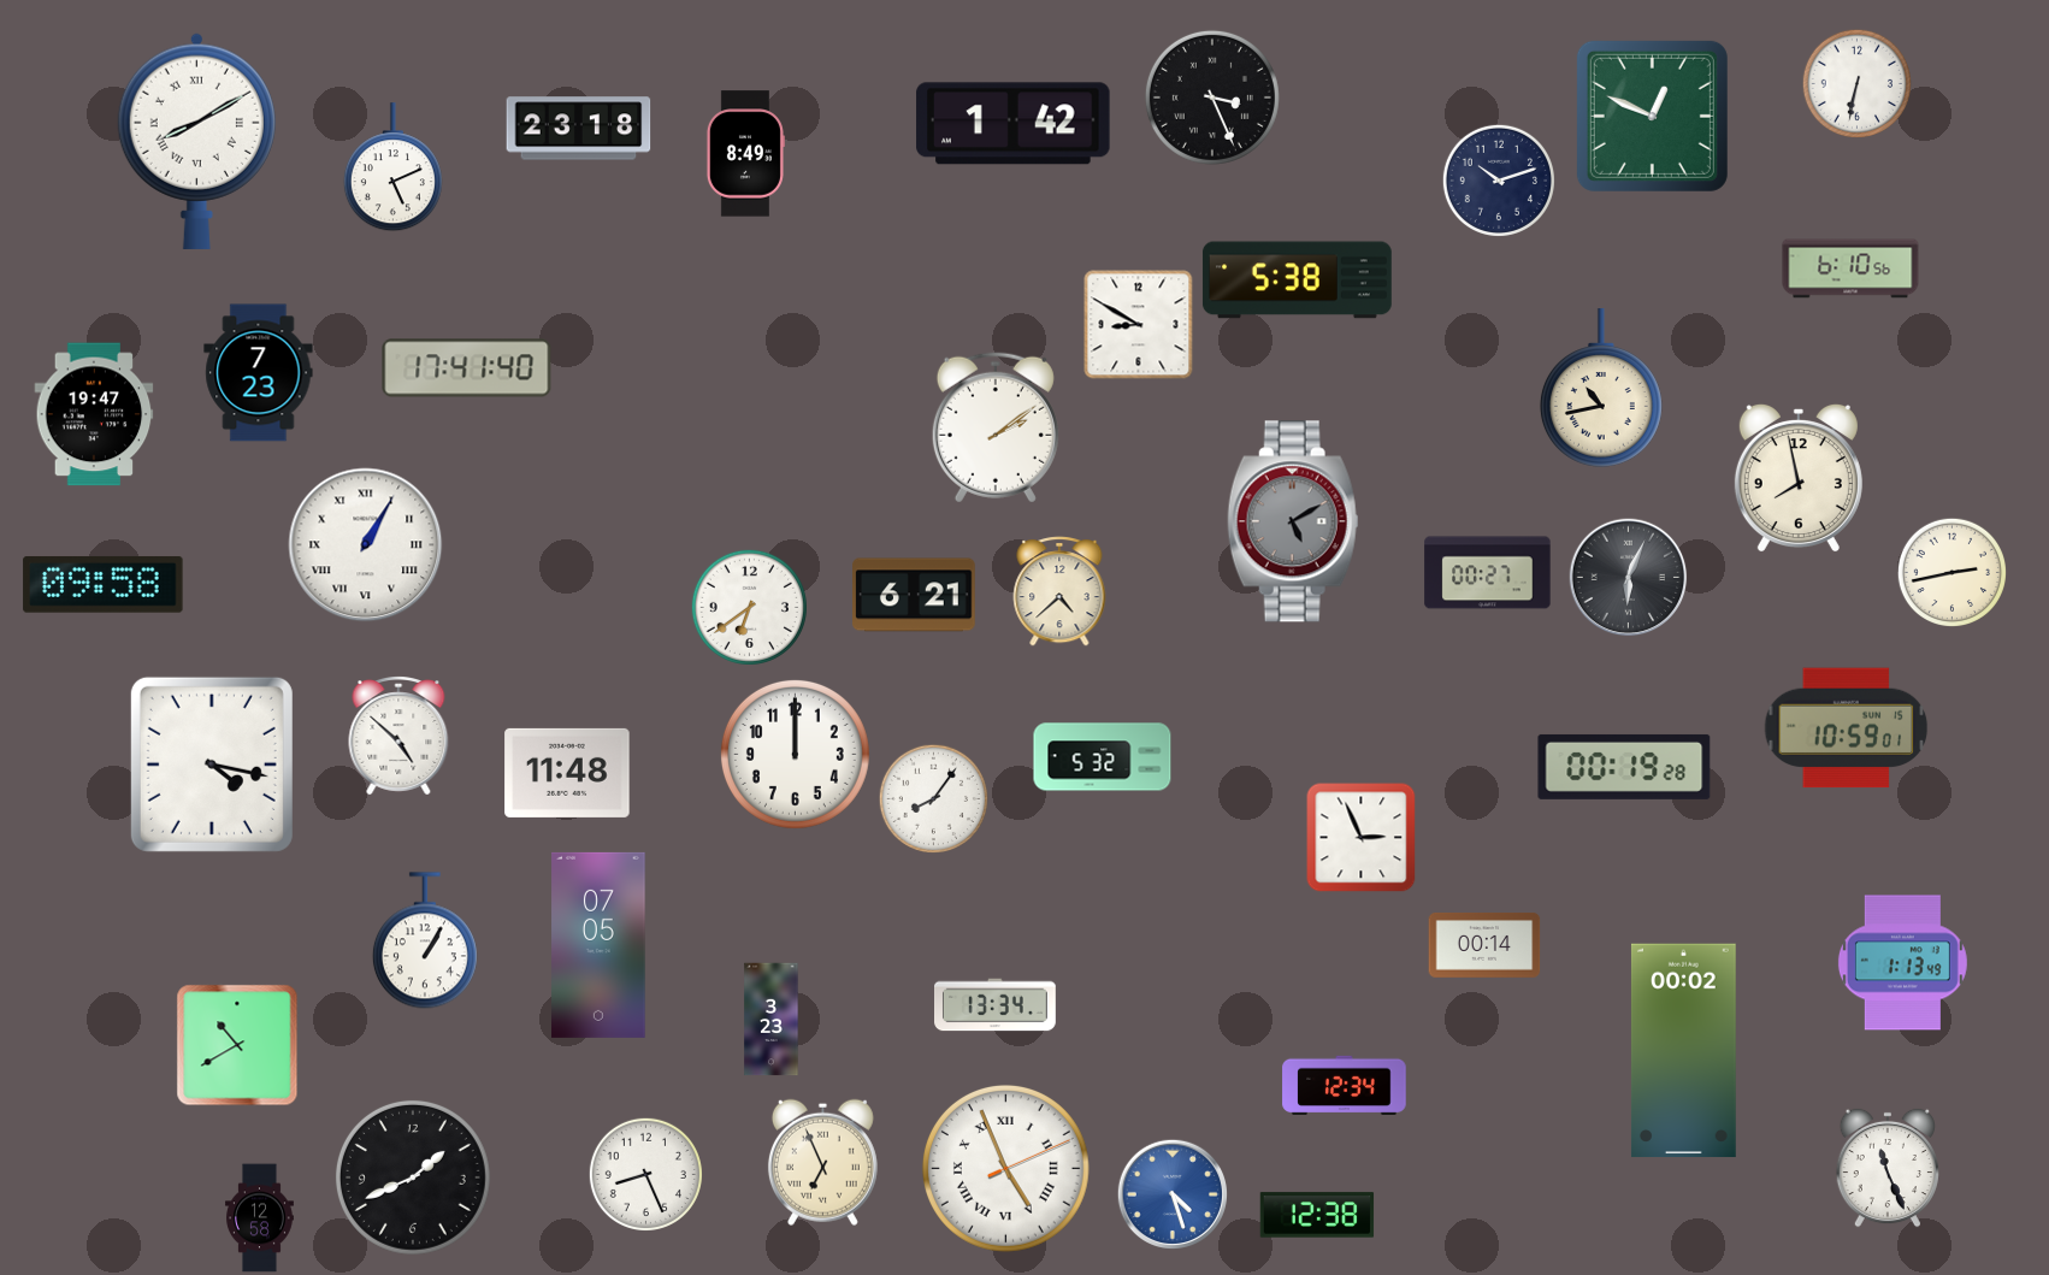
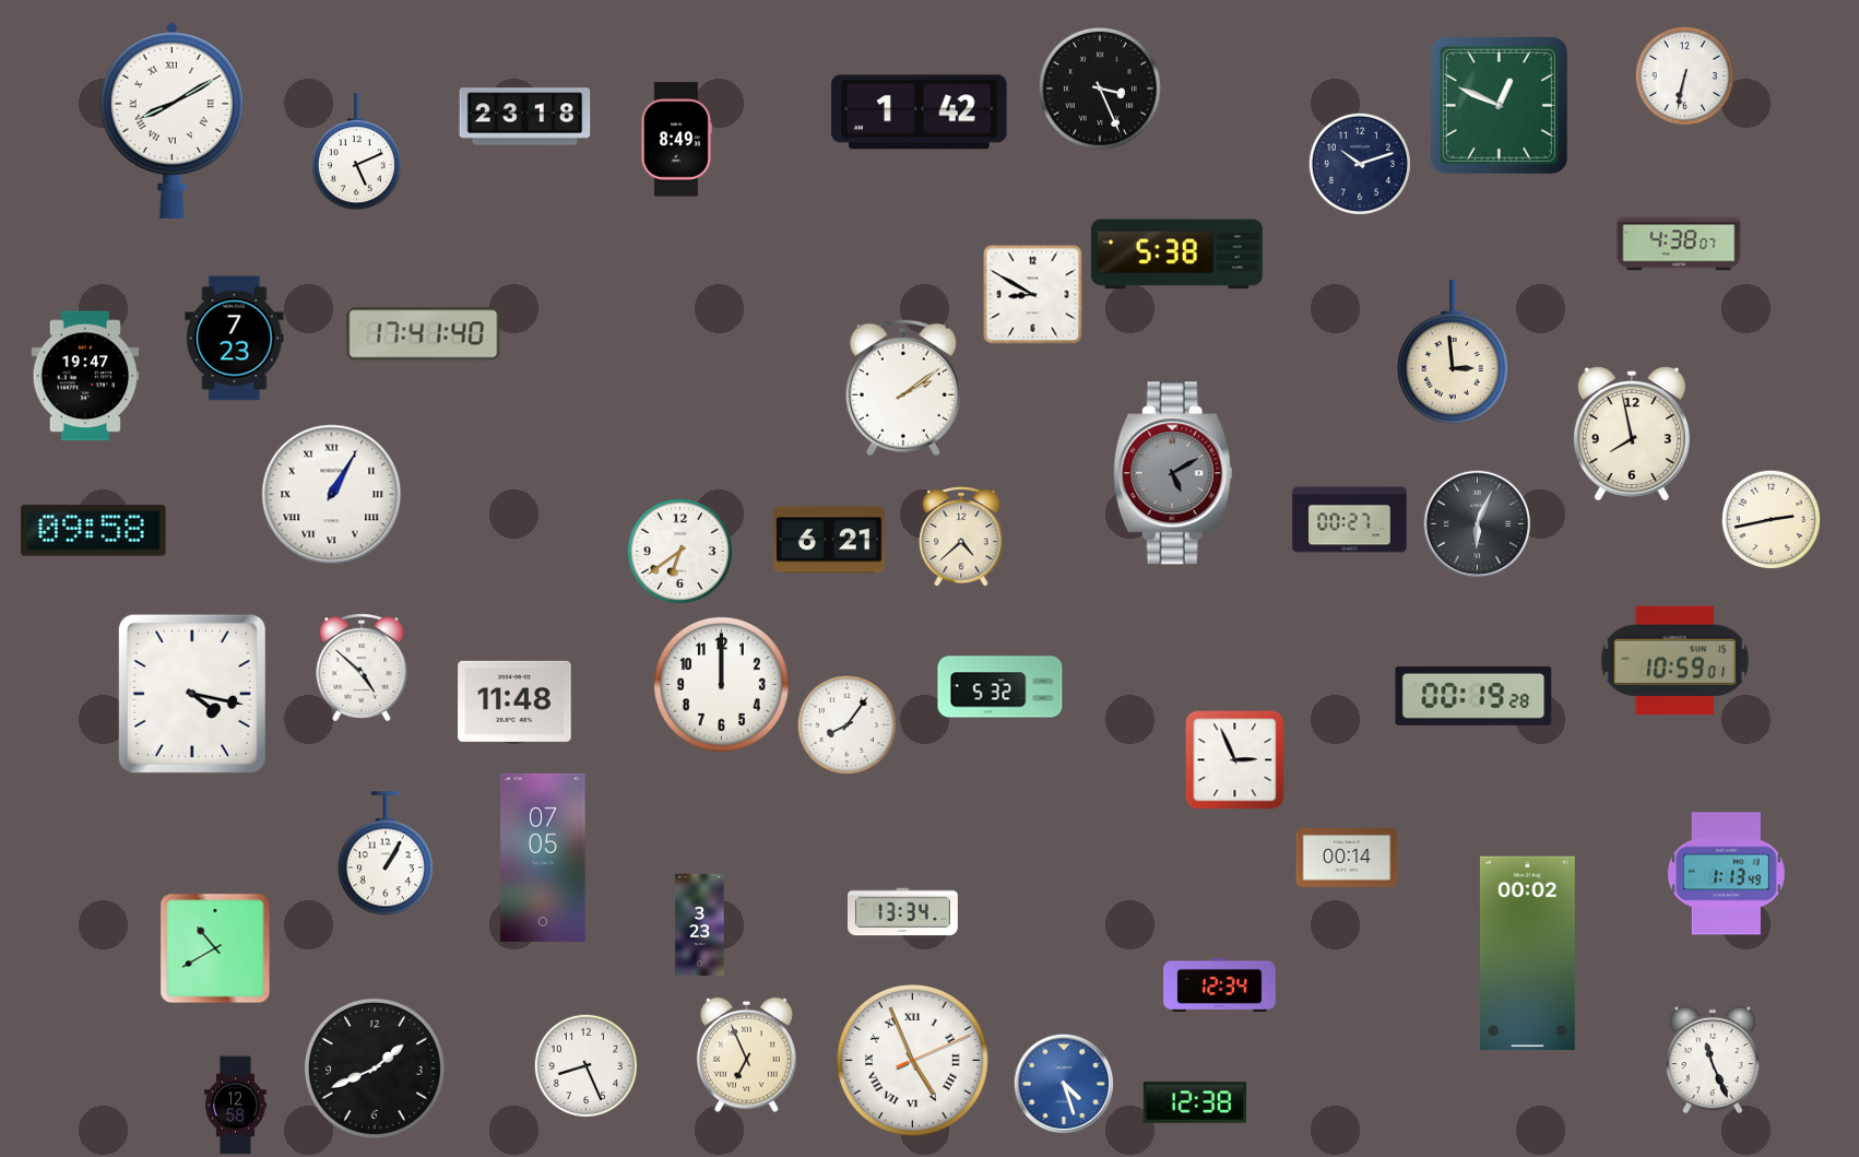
clock at (196, 141) position: (196, 141) -> (171, 120)
clock at (1850, 268): 6:10 -> 4:38
clock at (1601, 388): 10:43 -> 2:59
